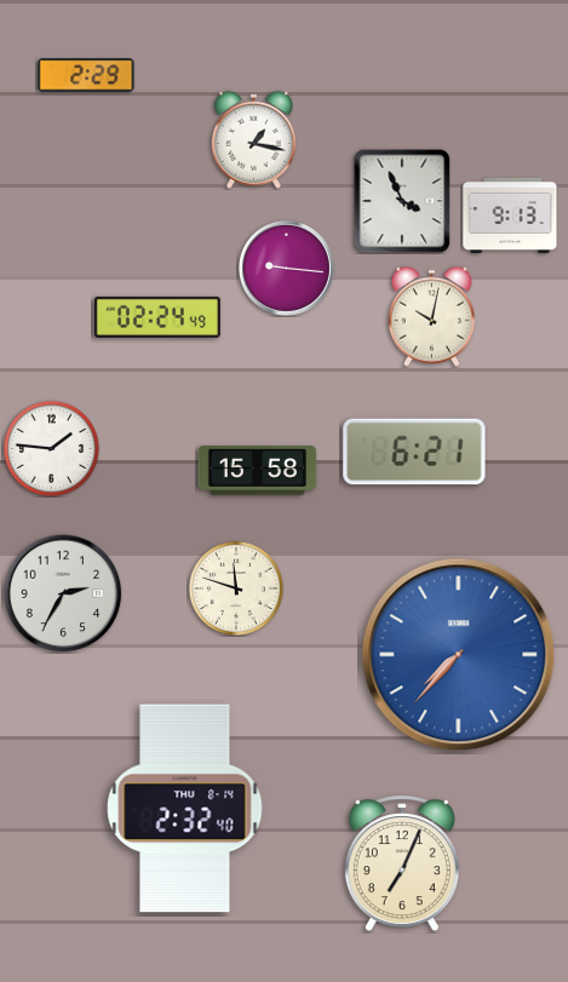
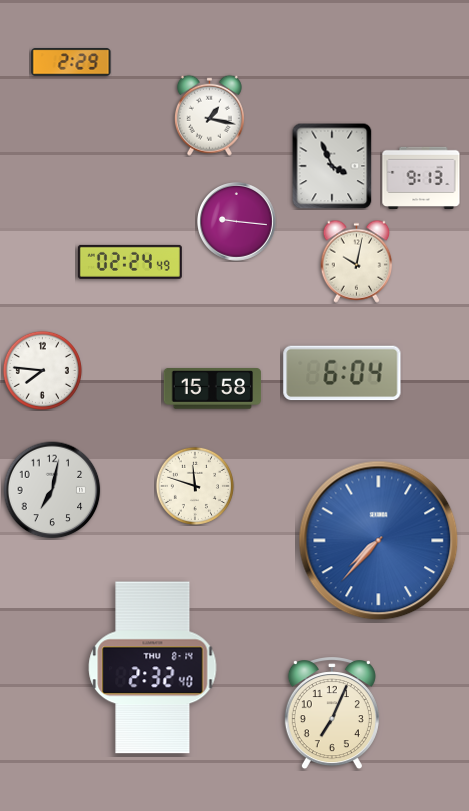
clock at (51, 448): 1:46 -> 7:46
clock at (414, 452): 6:21 -> 6:04
clock at (63, 593): 2:35 -> 7:02
